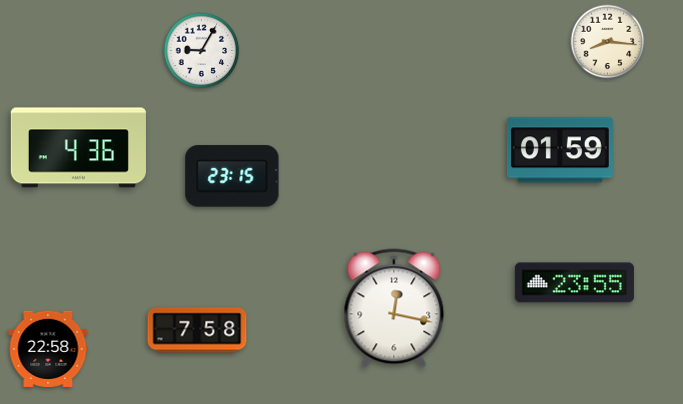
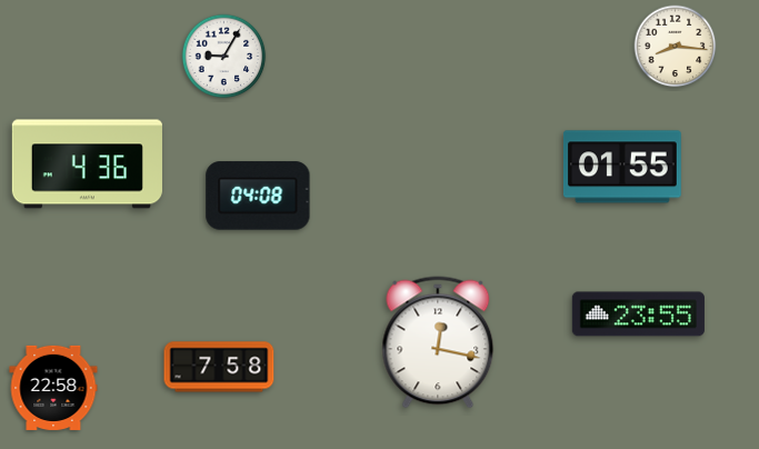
clock at (560, 150): 01:59 -> 01:55
clock at (232, 176): 23:15 -> 04:08
